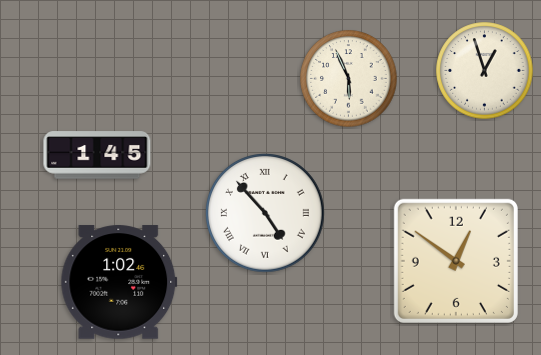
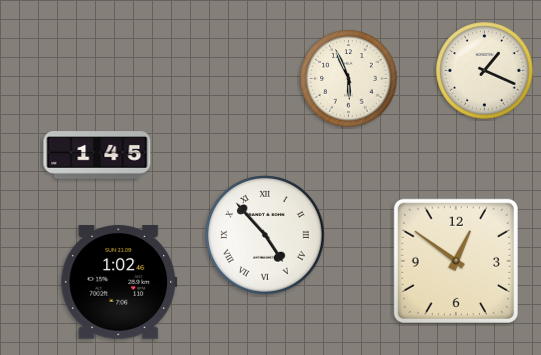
clock at (485, 71): 12:57 -> 1:19
clock at (266, 214) position: (266, 214) -> (266, 236)
